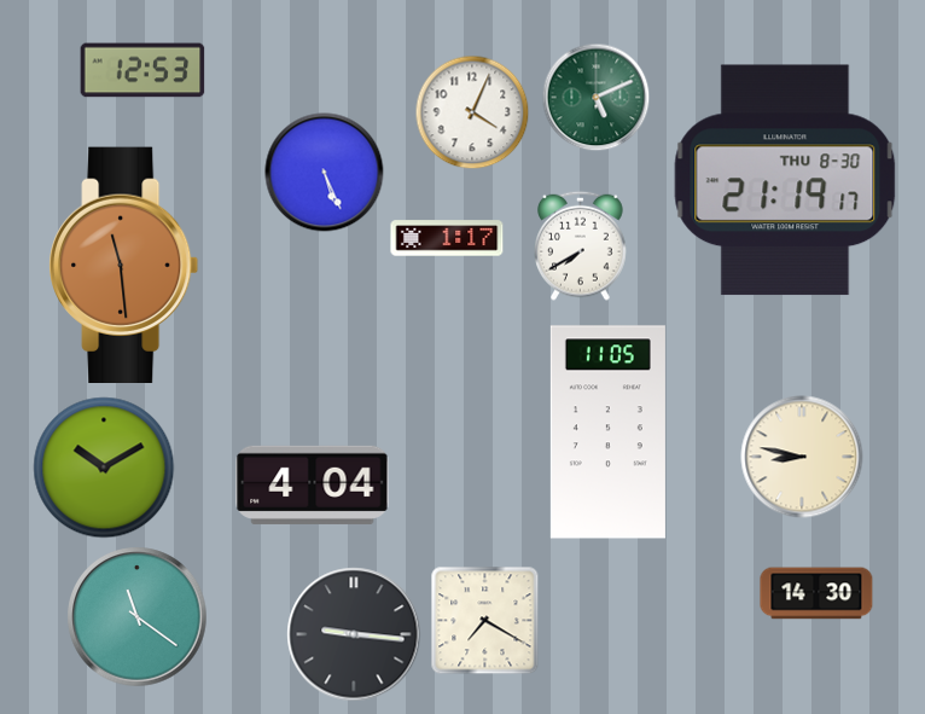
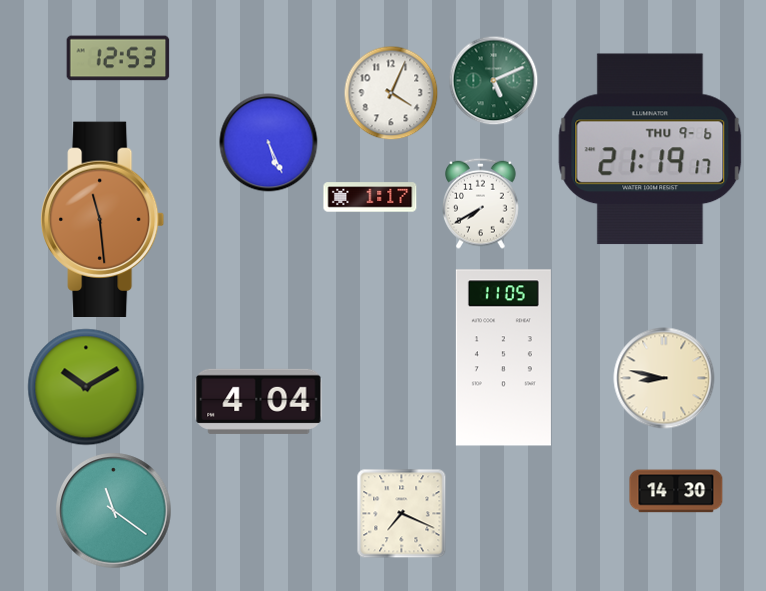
clock at (785, 180) date: THU 8-30 -> THU 9-6
clock at (484, 620): 7:20 -> 7:19
clock at (354, 634): 9:16 -> none
